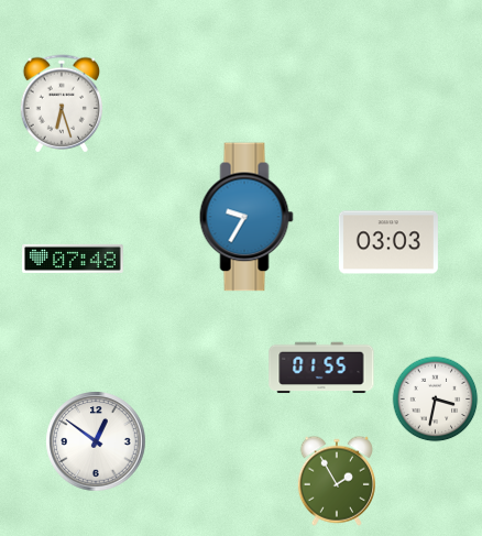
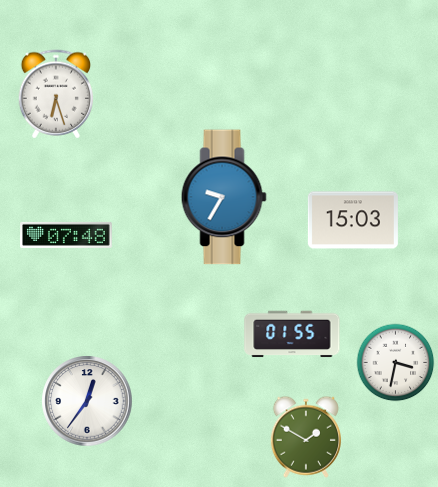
clock at (388, 242): 03:03 -> 15:03
clock at (96, 441): 12:51 -> 12:36
clock at (337, 481): 1:55 -> 1:50
